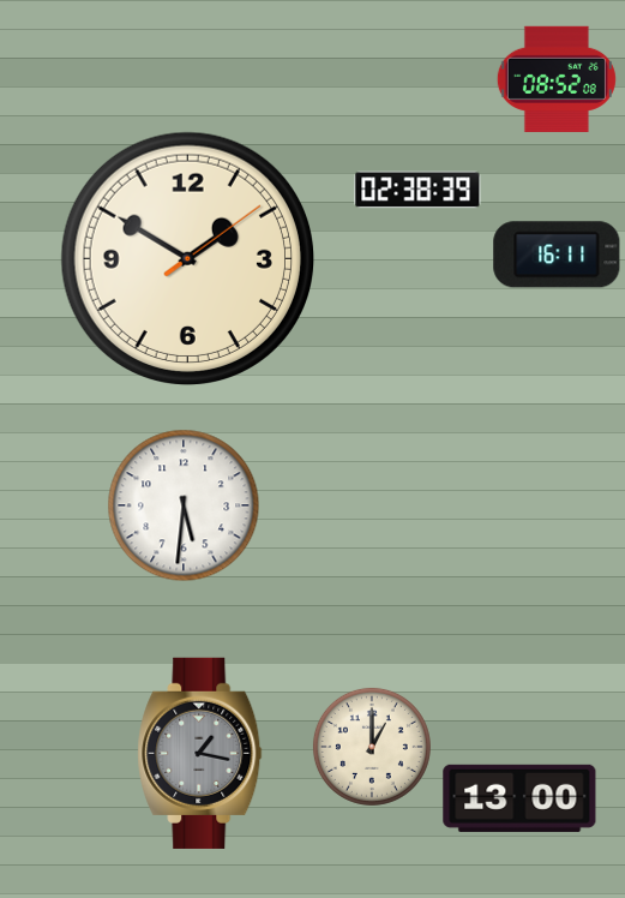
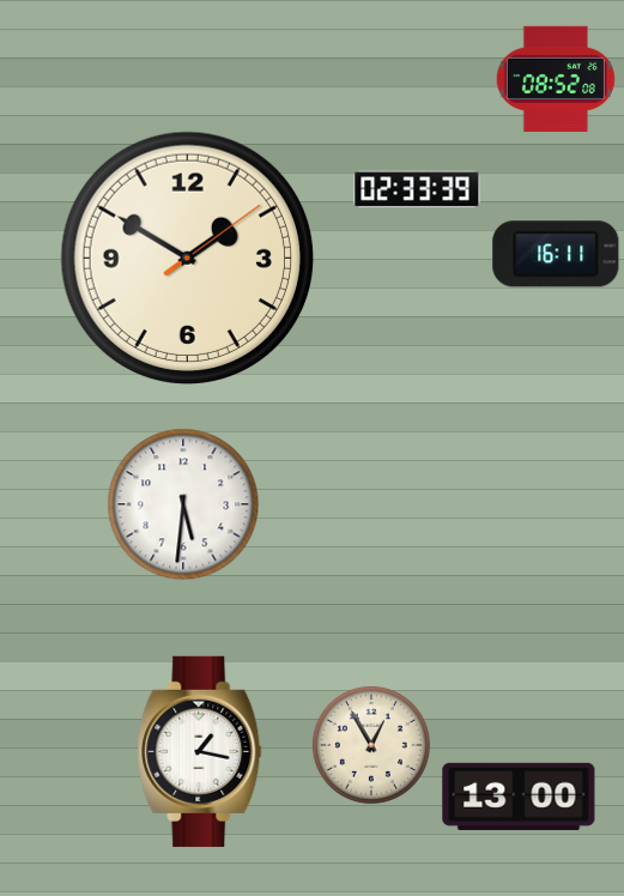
clock at (417, 190): 02:38 -> 02:33
clock at (372, 747): 1:00 -> 12:55
clock at (200, 753) dial: grey -> white
